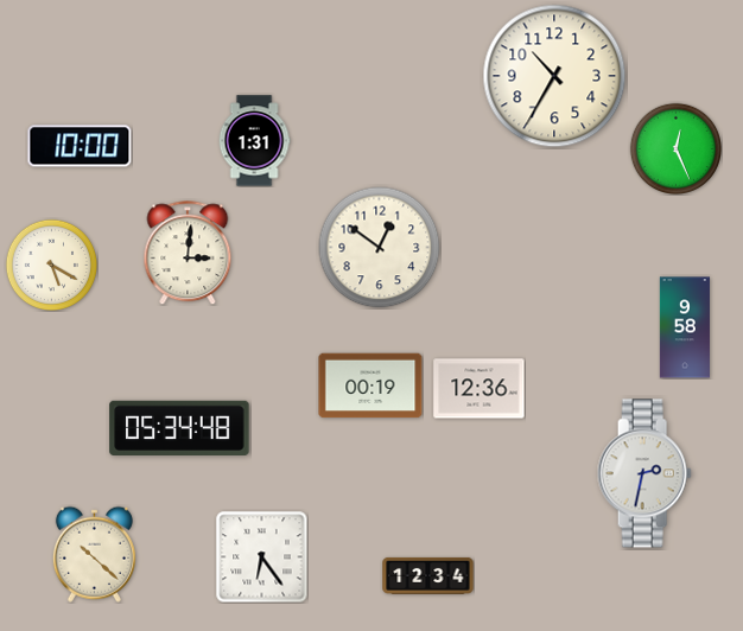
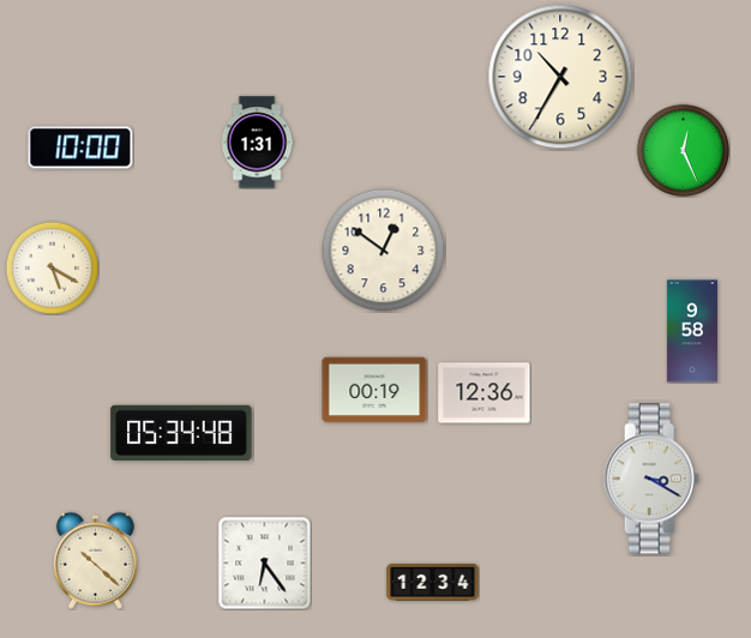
clock at (188, 253): 3:01 -> none
clock at (644, 473): 2:32 -> 3:20
